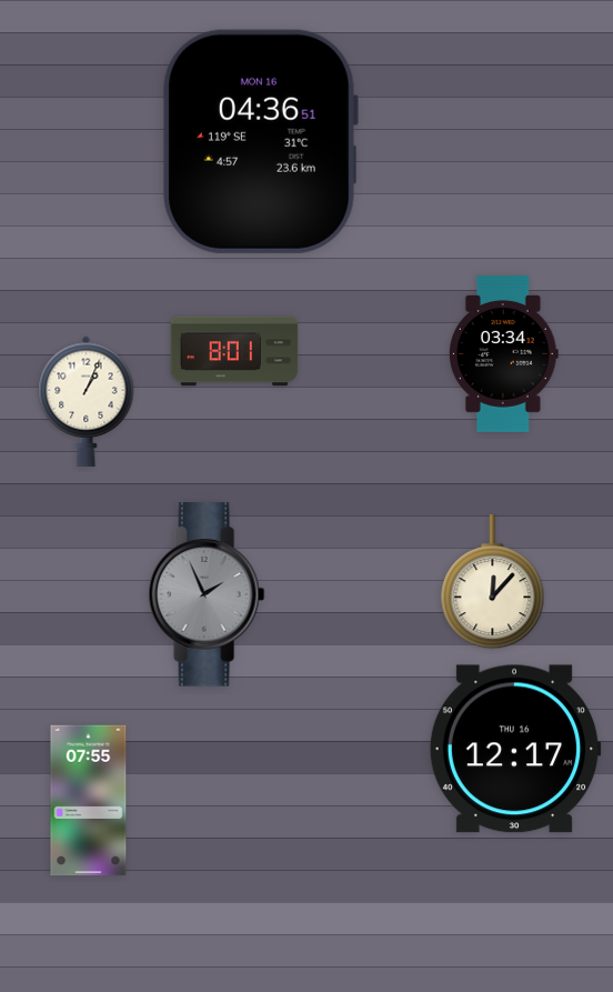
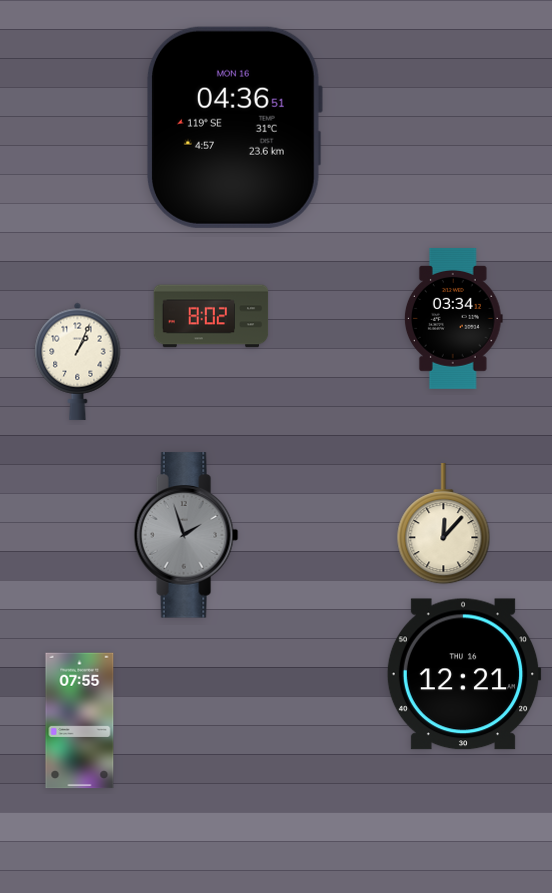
clock at (234, 351): 8:01 -> 8:02
clock at (207, 594): 1:56 -> 1:57
clock at (515, 749): 12:17 -> 12:21
